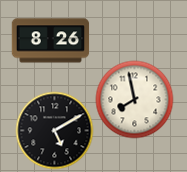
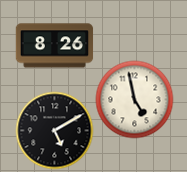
clock at (50, 41) position: (50, 41) -> (54, 46)
clock at (134, 99): 7:58 -> 4:58
